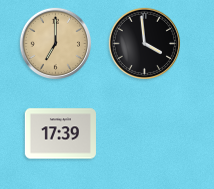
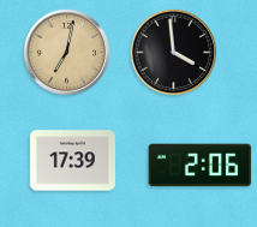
clock at (55, 43): 7:00 -> 7:02
clock at (201, 166): none -> 2:06
